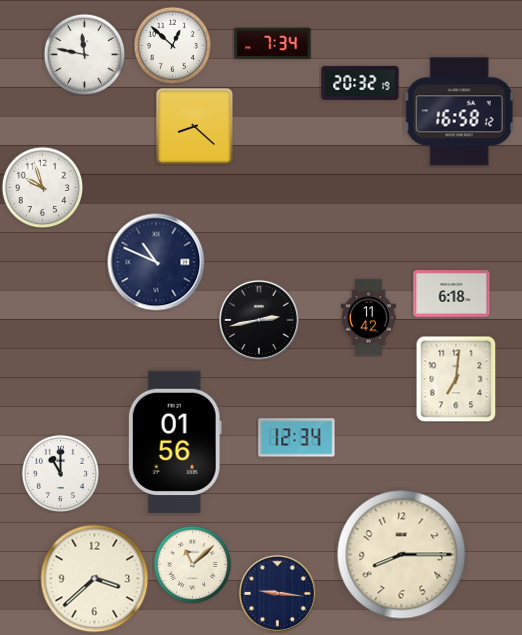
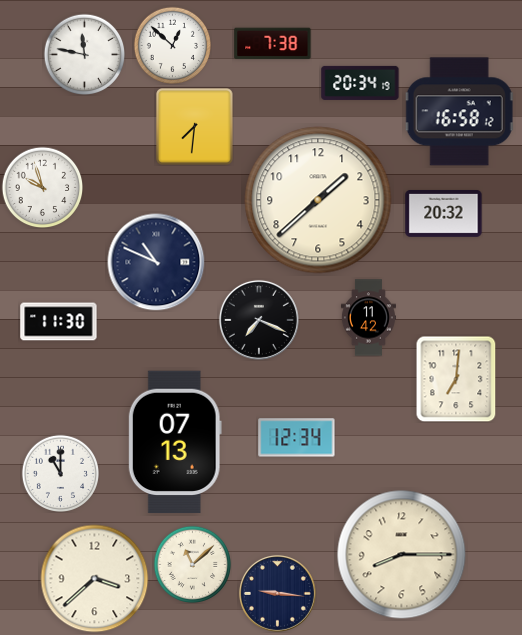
clock at (273, 44): 7:34 -> 7:38
clock at (360, 83): 20:32 -> 20:34
clock at (195, 127): 8:22 -> 7:31
clock at (318, 200): none -> 1:38
clock at (444, 213): none -> 20:32
clock at (452, 294): 6:18 -> none
clock at (259, 320): 2:43 -> 7:19
clock at (59, 322): none -> 11:30
clock at (175, 442): 01:56 -> 07:13
